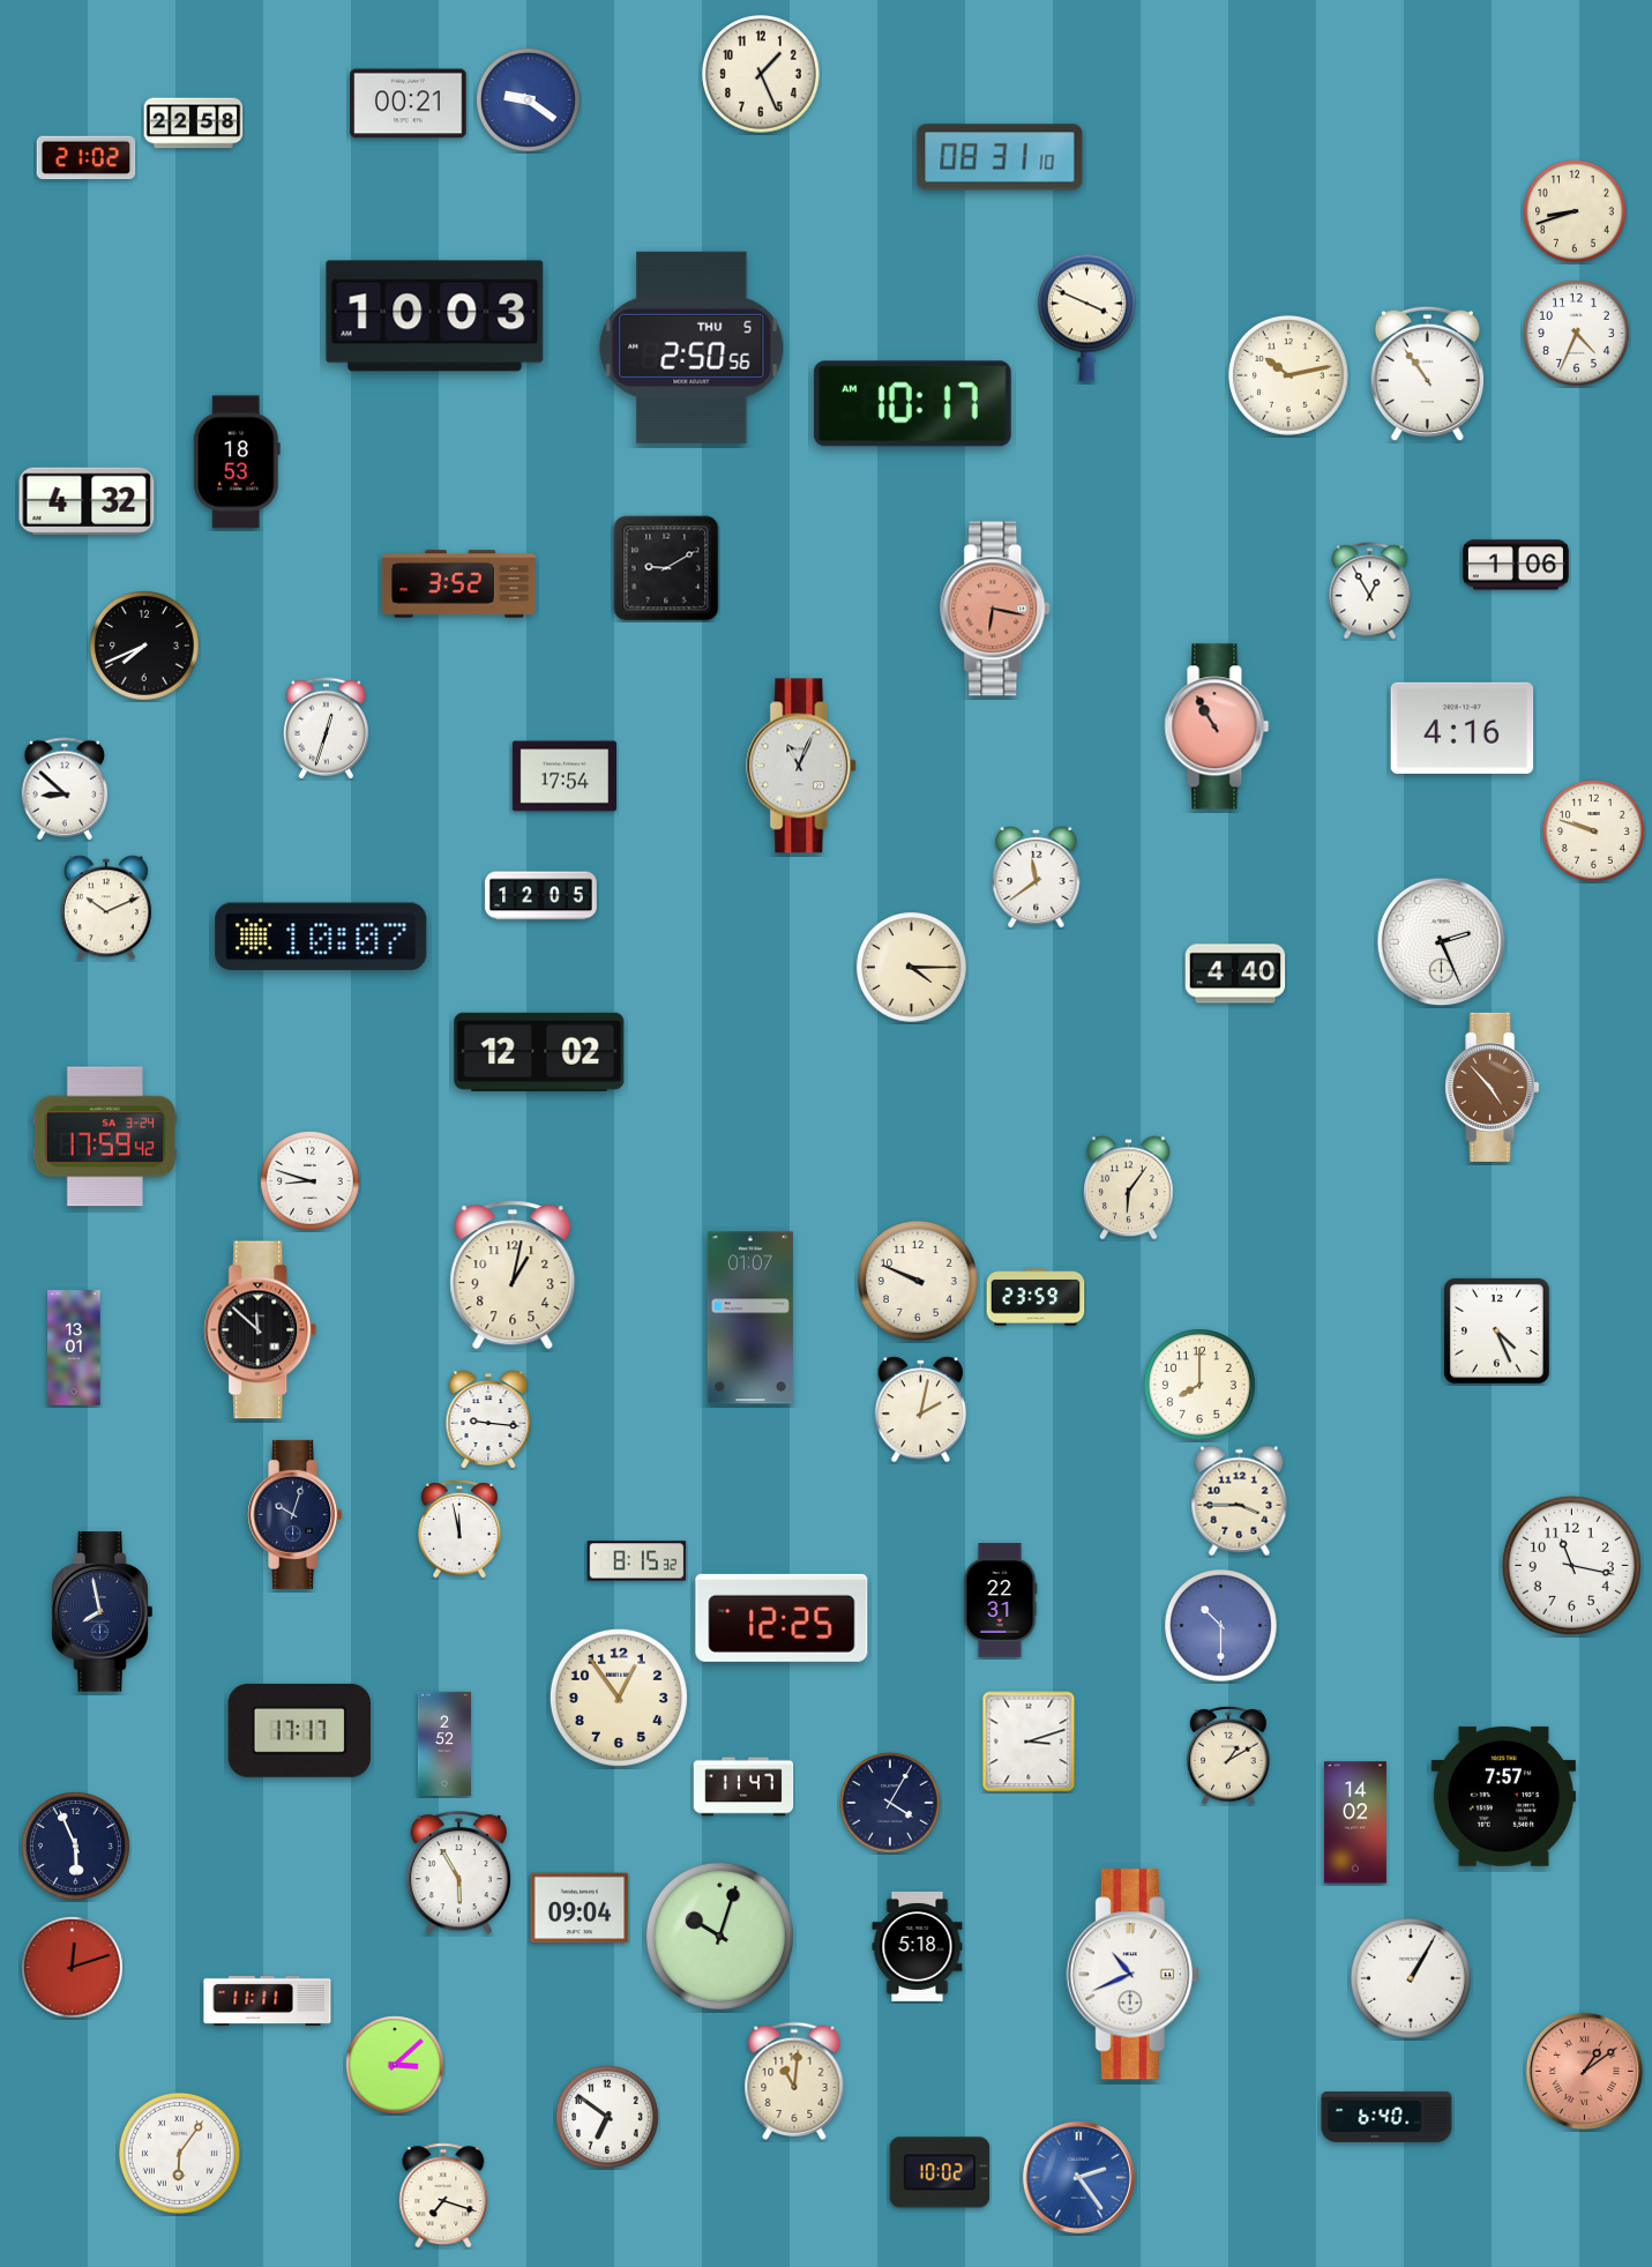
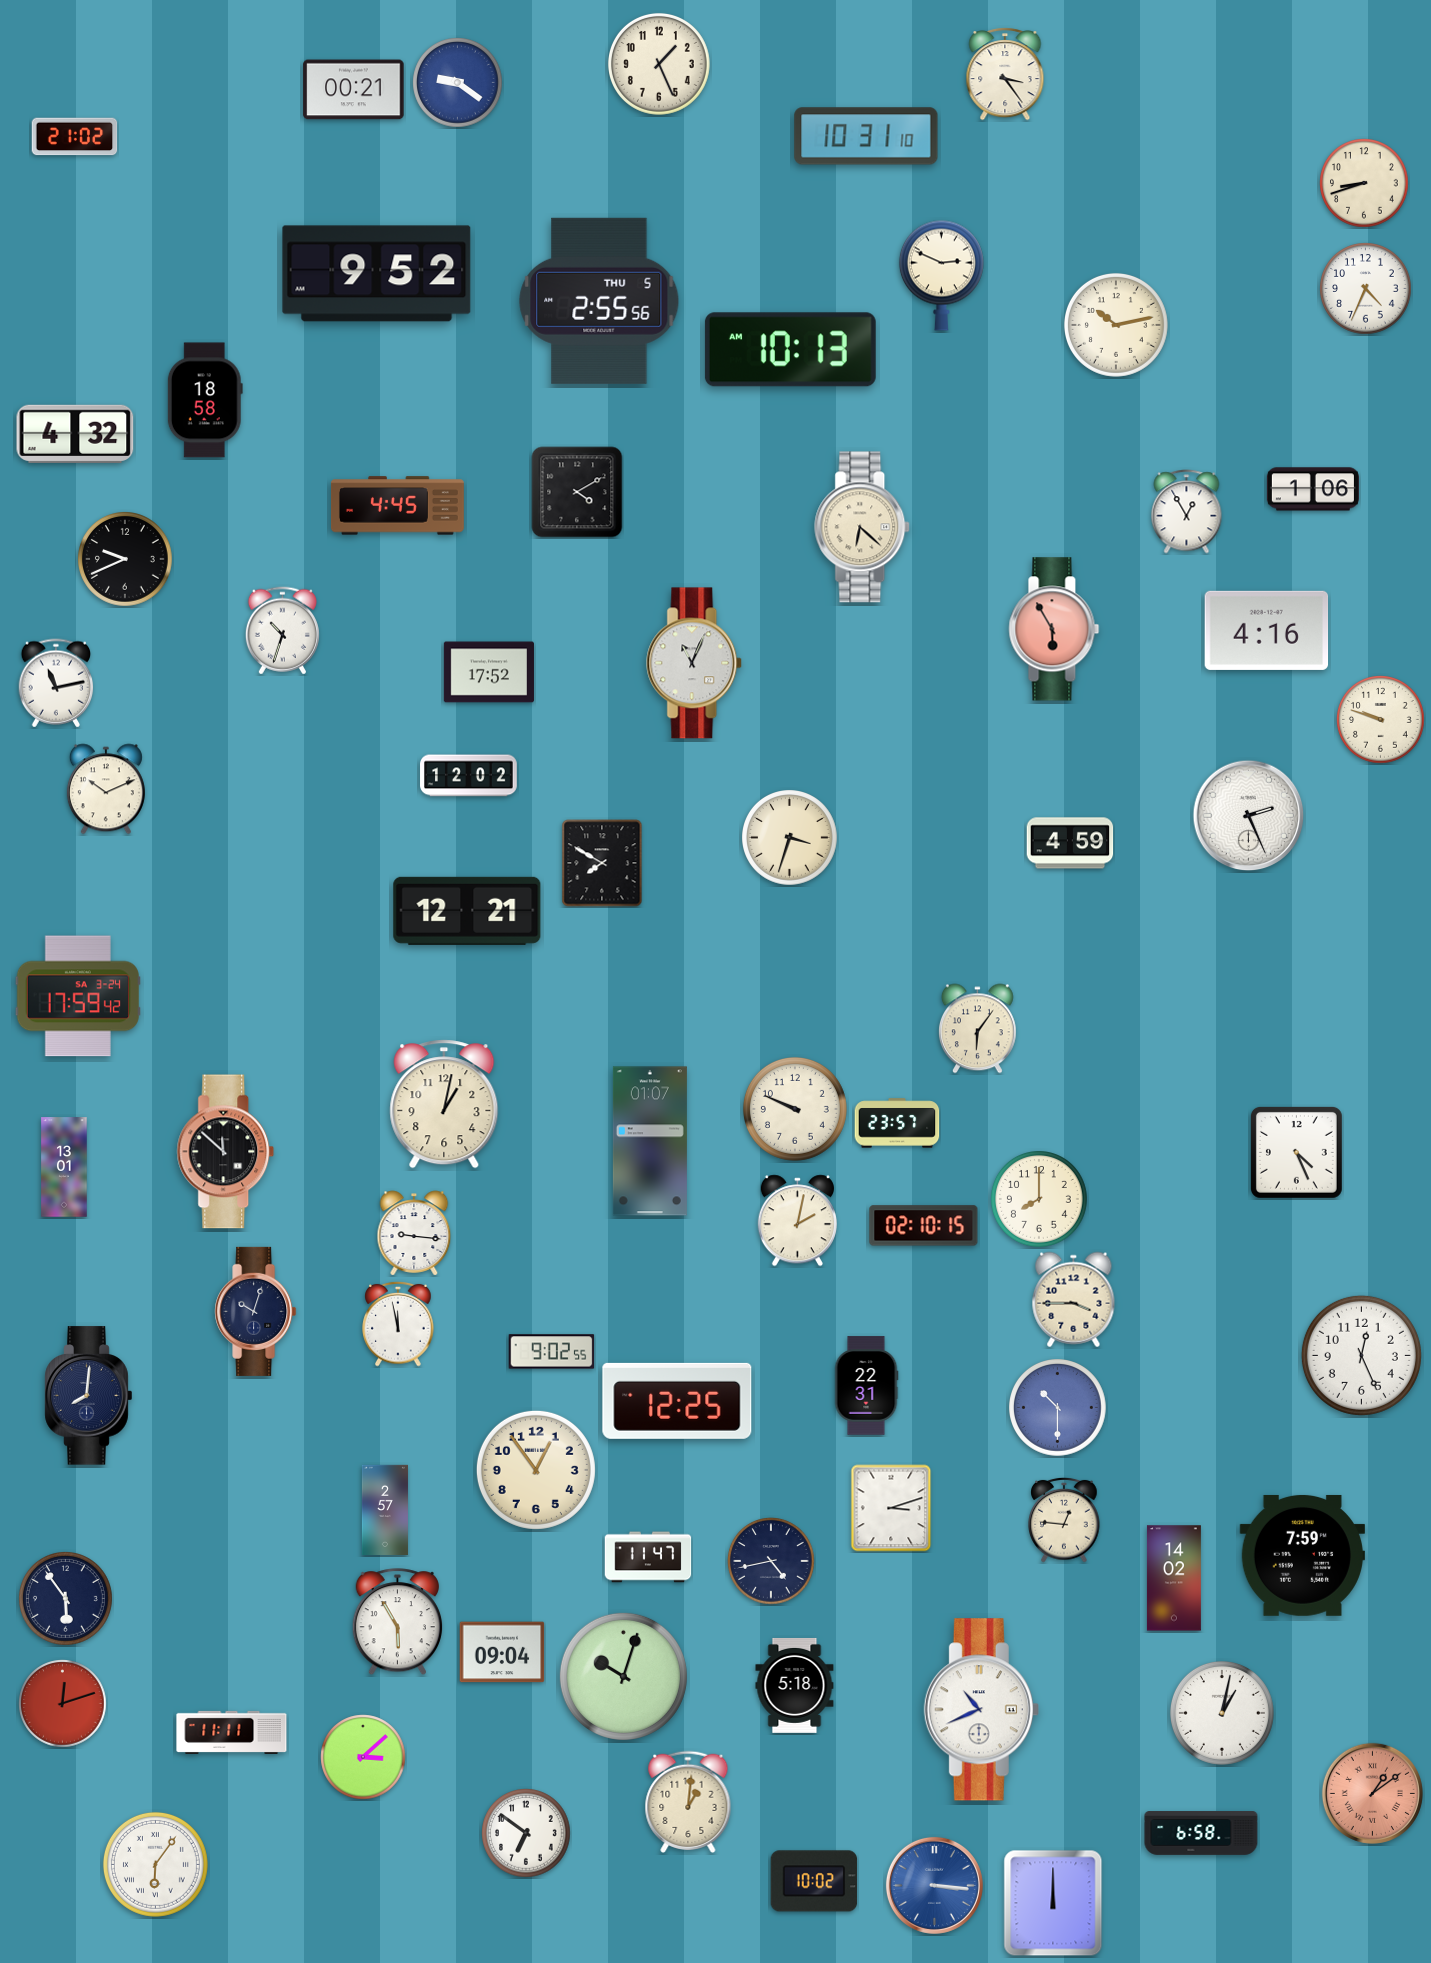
clock at (1005, 75): none -> 3:24
clock at (529, 100) position: (529, 100) -> (458, 83)
clock at (194, 124): 22:58 -> none
clock at (1000, 157): 08:31 -> 10:31
clock at (435, 316): 10:03 -> 9:52
clock at (1086, 318): 3:49 -> 2:49
clock at (692, 348): 2:50 -> 2:55
clock at (1427, 374): 10:54 -> none
clock at (912, 404): 10:17 -> 10:13
clock at (237, 462): 18:53 -> 18:58
clock at (666, 568): 9:10 -> 4:10
clock at (458, 584): 3:52 -> 4:45
clock at (996, 609): 6:17 -> 6:22
clock at (996, 609) dial: salmon -> cream
clock at (145, 647): 7:41 -> 9:41
clock at (1217, 726): 10:55 -> 5:55
clock at (326, 729): 12:33 -> 10:33
clock at (565, 776): 17:54 -> 17:52
clock at (65, 789): 8:52 -> 11:13
clock at (1037, 877): 11:39 -> none
clock at (541, 896): 12:05 -> 12:02
clock at (106, 908) position: (106, 908) -> (106, 789)
clock at (321, 937): 10:07 -> none
clock at (912, 968): 4:15 -> 3:33
clock at (1235, 974): 4:40 -> 4:59
clock at (602, 863): none -> 7:50
clock at (539, 1052): 12:02 -> 12:21
clock at (1493, 1087): 4:53 -> none
clock at (105, 1136) position: (105, 1136) -> (78, 996)
clock at (311, 1181): 8:48 -> none
clock at (1036, 1297): 23:59 -> 23:57
clock at (924, 1226): none -> 02:10
clock at (488, 1419) position: (488, 1419) -> (414, 1233)
clock at (637, 1561): 8:15 -> 9:02
clock at (1571, 1565): 11:17 -> 12:26
clock at (103, 1612): 7:58 -> 8:01
clock at (299, 1730): 17:17 -> none
clock at (444, 1743): 2:52 -> 2:57
clock at (1228, 1755): 1:10 -> 12:46
clock at (743, 1787) position: (743, 1787) -> (648, 1557)
clock at (1503, 1796): 7:57 -> 7:59
clock at (890, 1803): 4:05 -> 4:43
clock at (76, 1847): 5:56 -> 5:54
clock at (1411, 1978): 1:05 -> 1:02
clock at (395, 2065) position: (395, 2065) -> (363, 1757)
clock at (794, 2081): 11:01 -> 1:01
clock at (1386, 2117): 6:40 -> 6:58
clock at (1078, 2177): 2:24 -> 3:16
clock at (443, 2195): 7:18 -> none
clock at (1053, 1903): none -> 12:00
